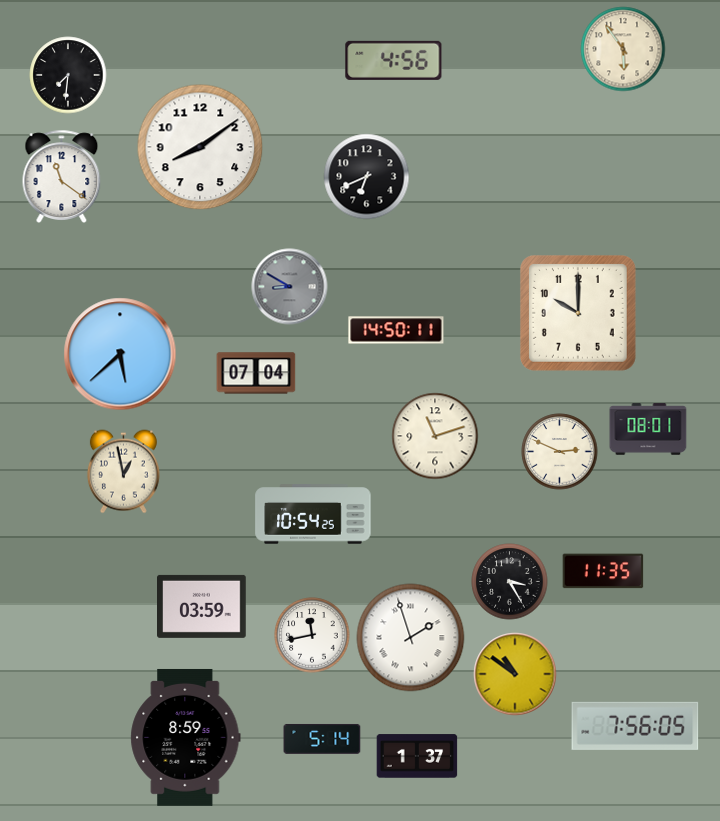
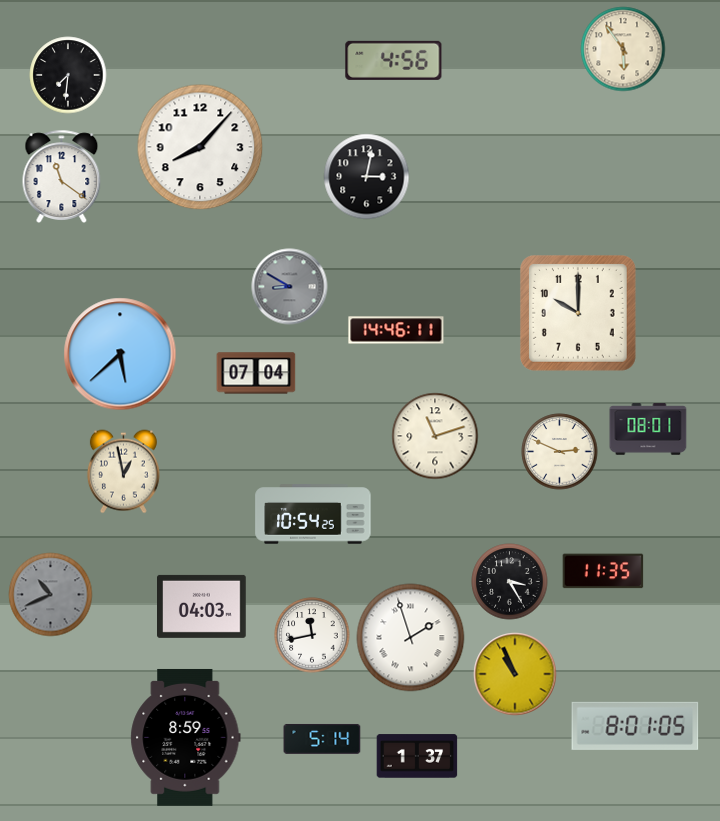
clock at (200, 147): 8:09 -> 8:07
clock at (367, 177): 6:41 -> 3:02
clock at (396, 330): 14:50 -> 14:46
clock at (51, 595): none -> 10:41
clock at (202, 606): 03:59 -> 04:03
clock at (515, 674): 10:51 -> 10:56
clock at (635, 726): 7:56 -> 8:01
